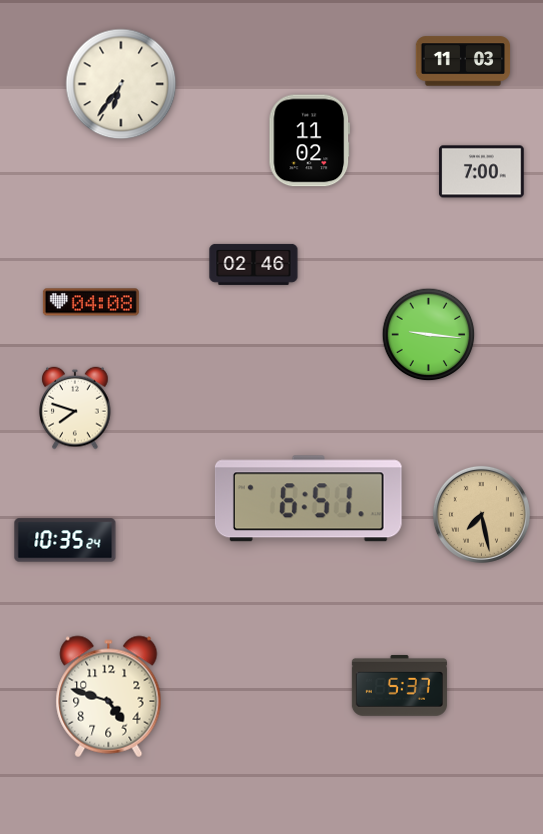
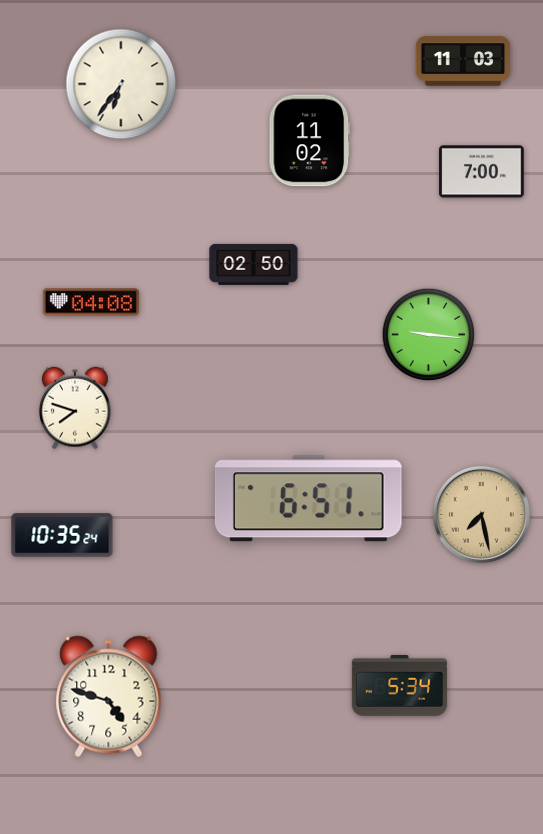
clock at (254, 264): 02:46 -> 02:50
clock at (65, 540) position: (65, 540) -> (62, 535)
clock at (399, 685): 5:37 -> 5:34
